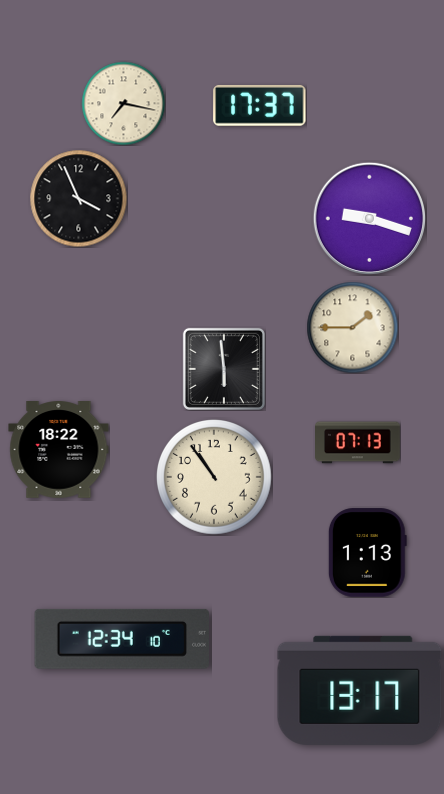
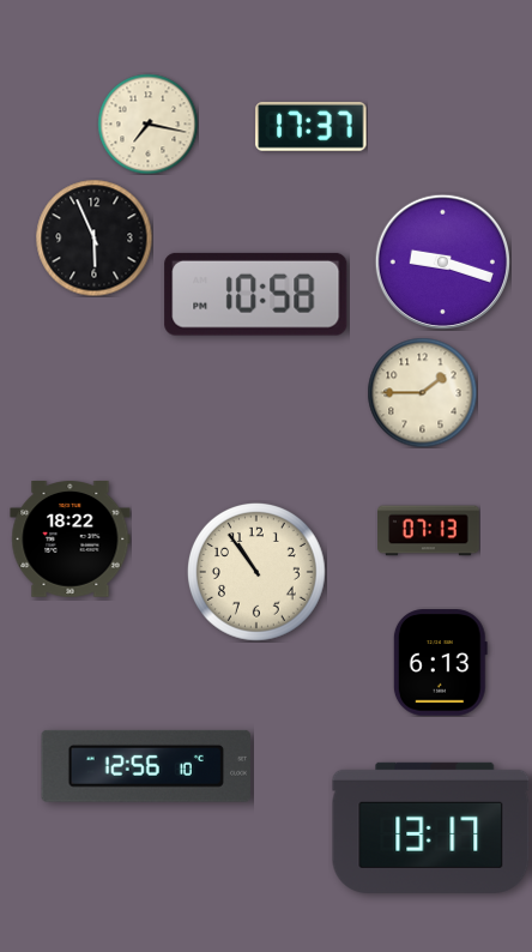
clock at (78, 198): 3:56 -> 5:56
clock at (256, 294): none -> 10:58
clock at (224, 369): 5:59 -> none
clock at (367, 553): 1:13 -> 6:13
clock at (121, 639): 12:34 -> 12:56
